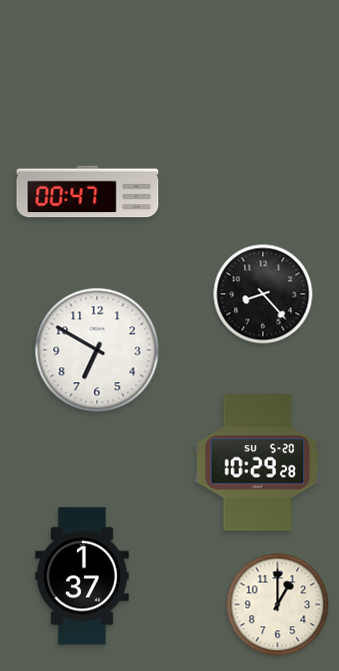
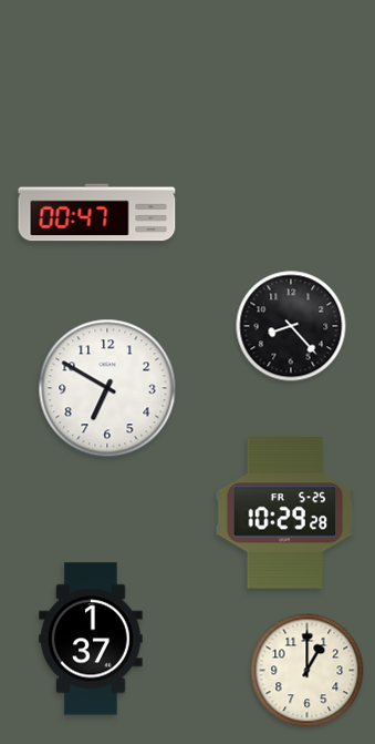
clock at (258, 463) date: SU 5-20 -> FR 5-25
